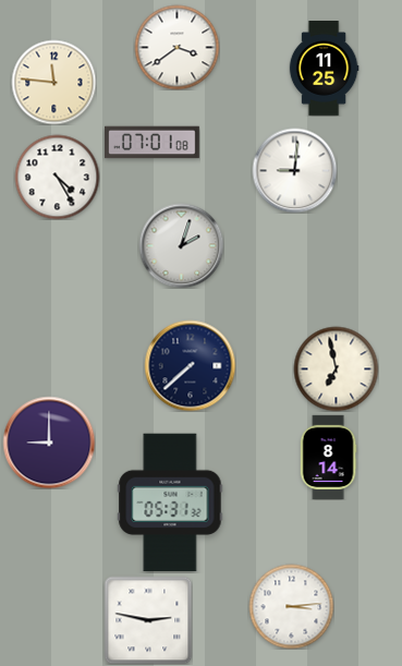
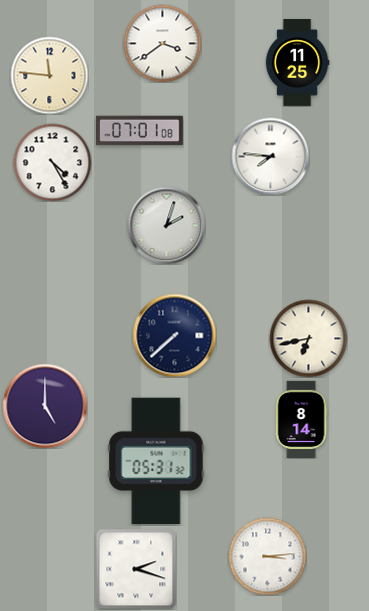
clock at (294, 170): 9:01 -> 7:46
clock at (336, 368): 6:58 -> 6:43
clock at (49, 443): 9:00 -> 5:00
clock at (148, 620): 2:47 -> 2:18
